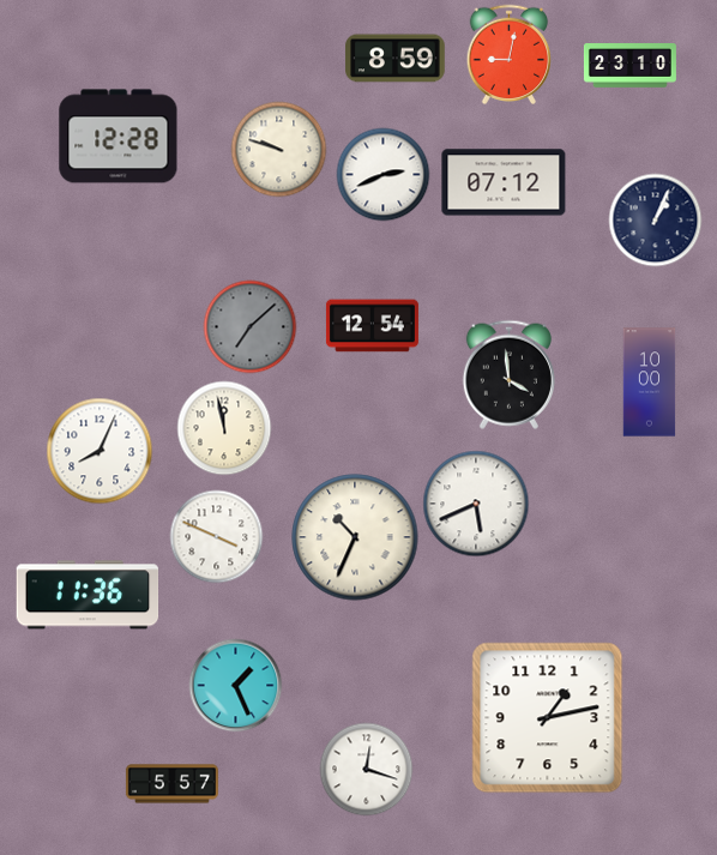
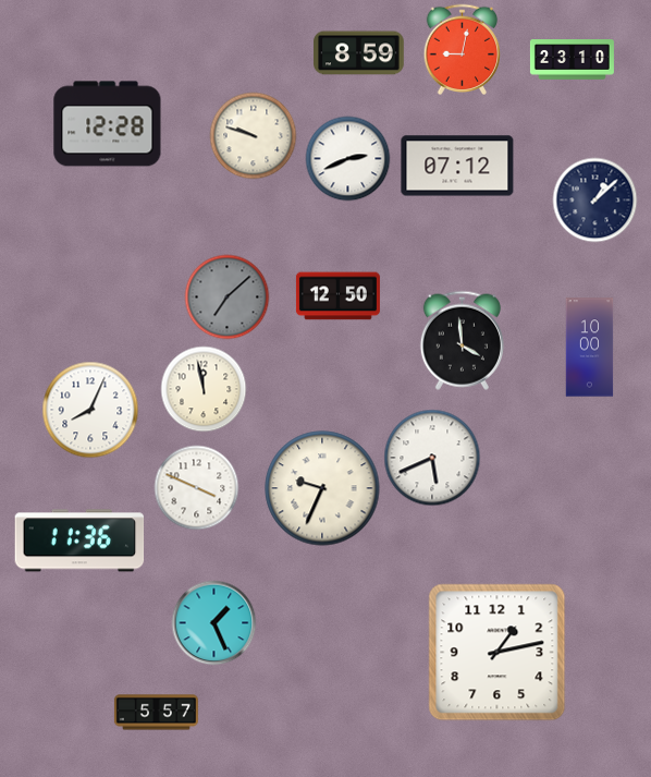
clock at (655, 219): 1:04 -> 1:08
clock at (372, 326): 12:54 -> 12:50
clock at (355, 537): 10:34 -> 9:34
clock at (366, 769): 12:18 -> none
